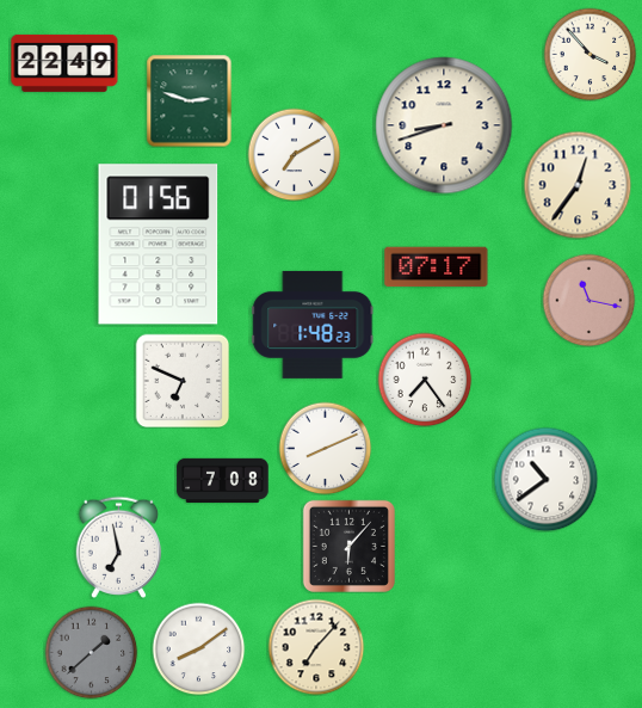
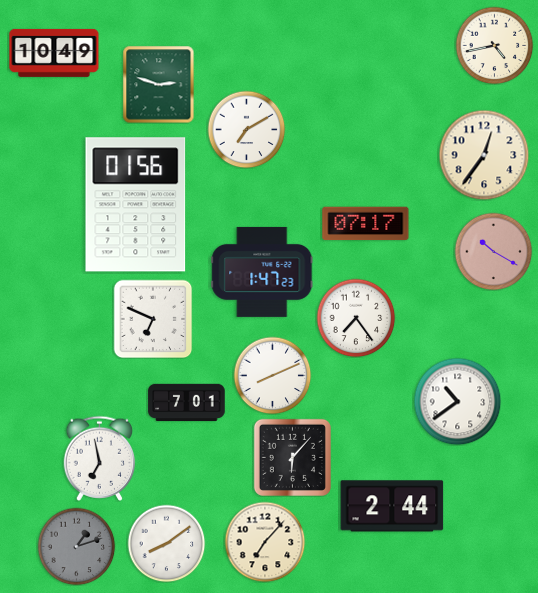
clock at (589, 54): 3:53 -> 4:43
clock at (64, 63): 22:49 -> 10:49
clock at (444, 125): 8:42 -> none
clock at (159, 245) position: (159, 245) -> (136, 205)
clock at (588, 300): 11:17 -> 10:20
clock at (313, 325): 1:48 -> 1:47
clock at (223, 481): 7:08 -> 7:01
clock at (392, 506): none -> 2:44
clock at (91, 652): 1:38 -> 1:12
